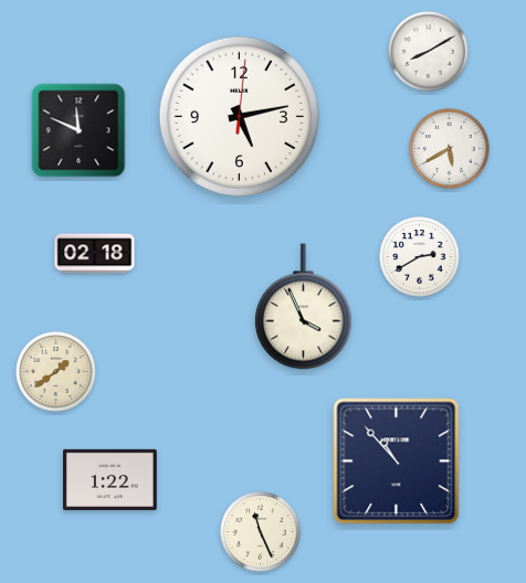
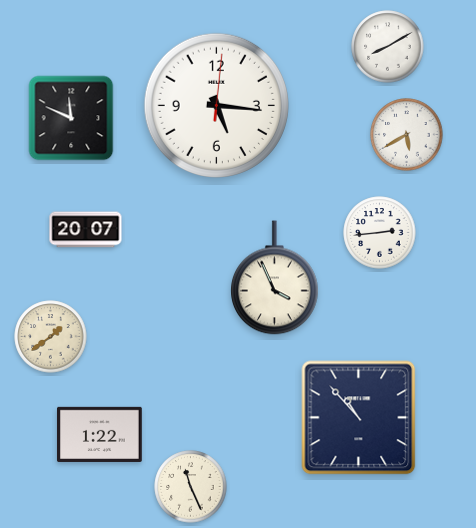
clock at (239, 116): 5:13 -> 5:16
clock at (95, 254): 02:18 -> 20:07
clock at (420, 257): 2:40 -> 2:44
clock at (261, 532) position: (261, 532) -> (191, 487)
